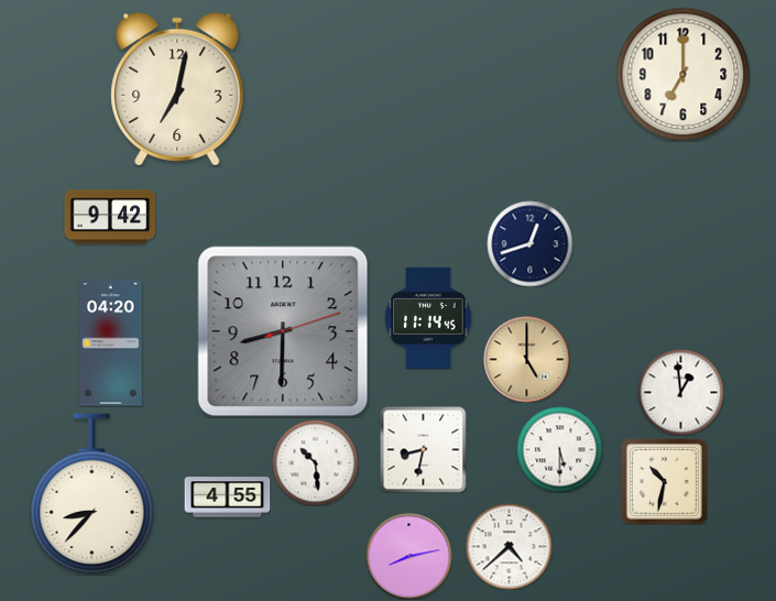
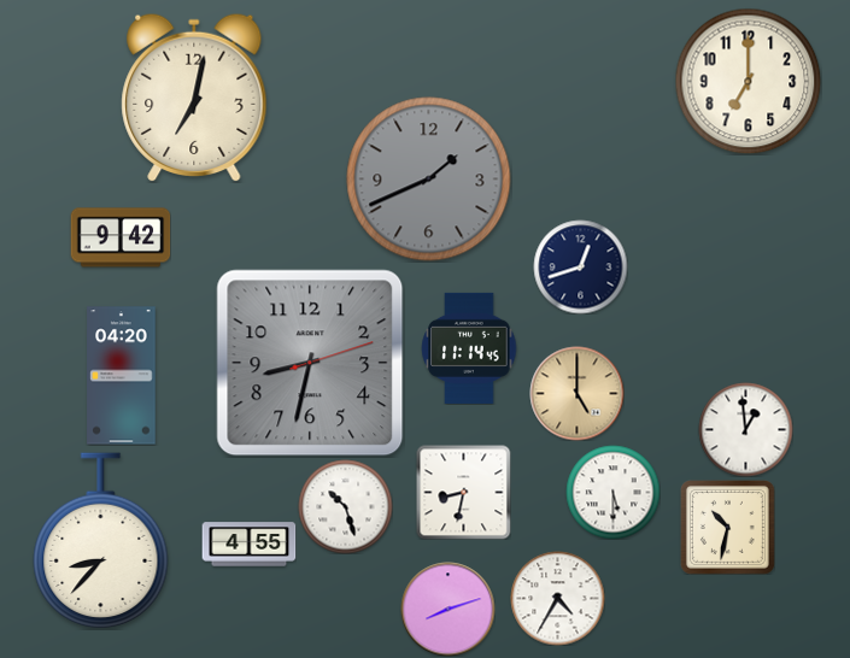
clock at (429, 180): none -> 1:41
clock at (283, 331): 8:30 -> 8:32
clock at (315, 462): 10:29 -> 10:27
clock at (509, 546): 4:38 -> 4:35
clock at (408, 556): 8:13 -> 8:12
